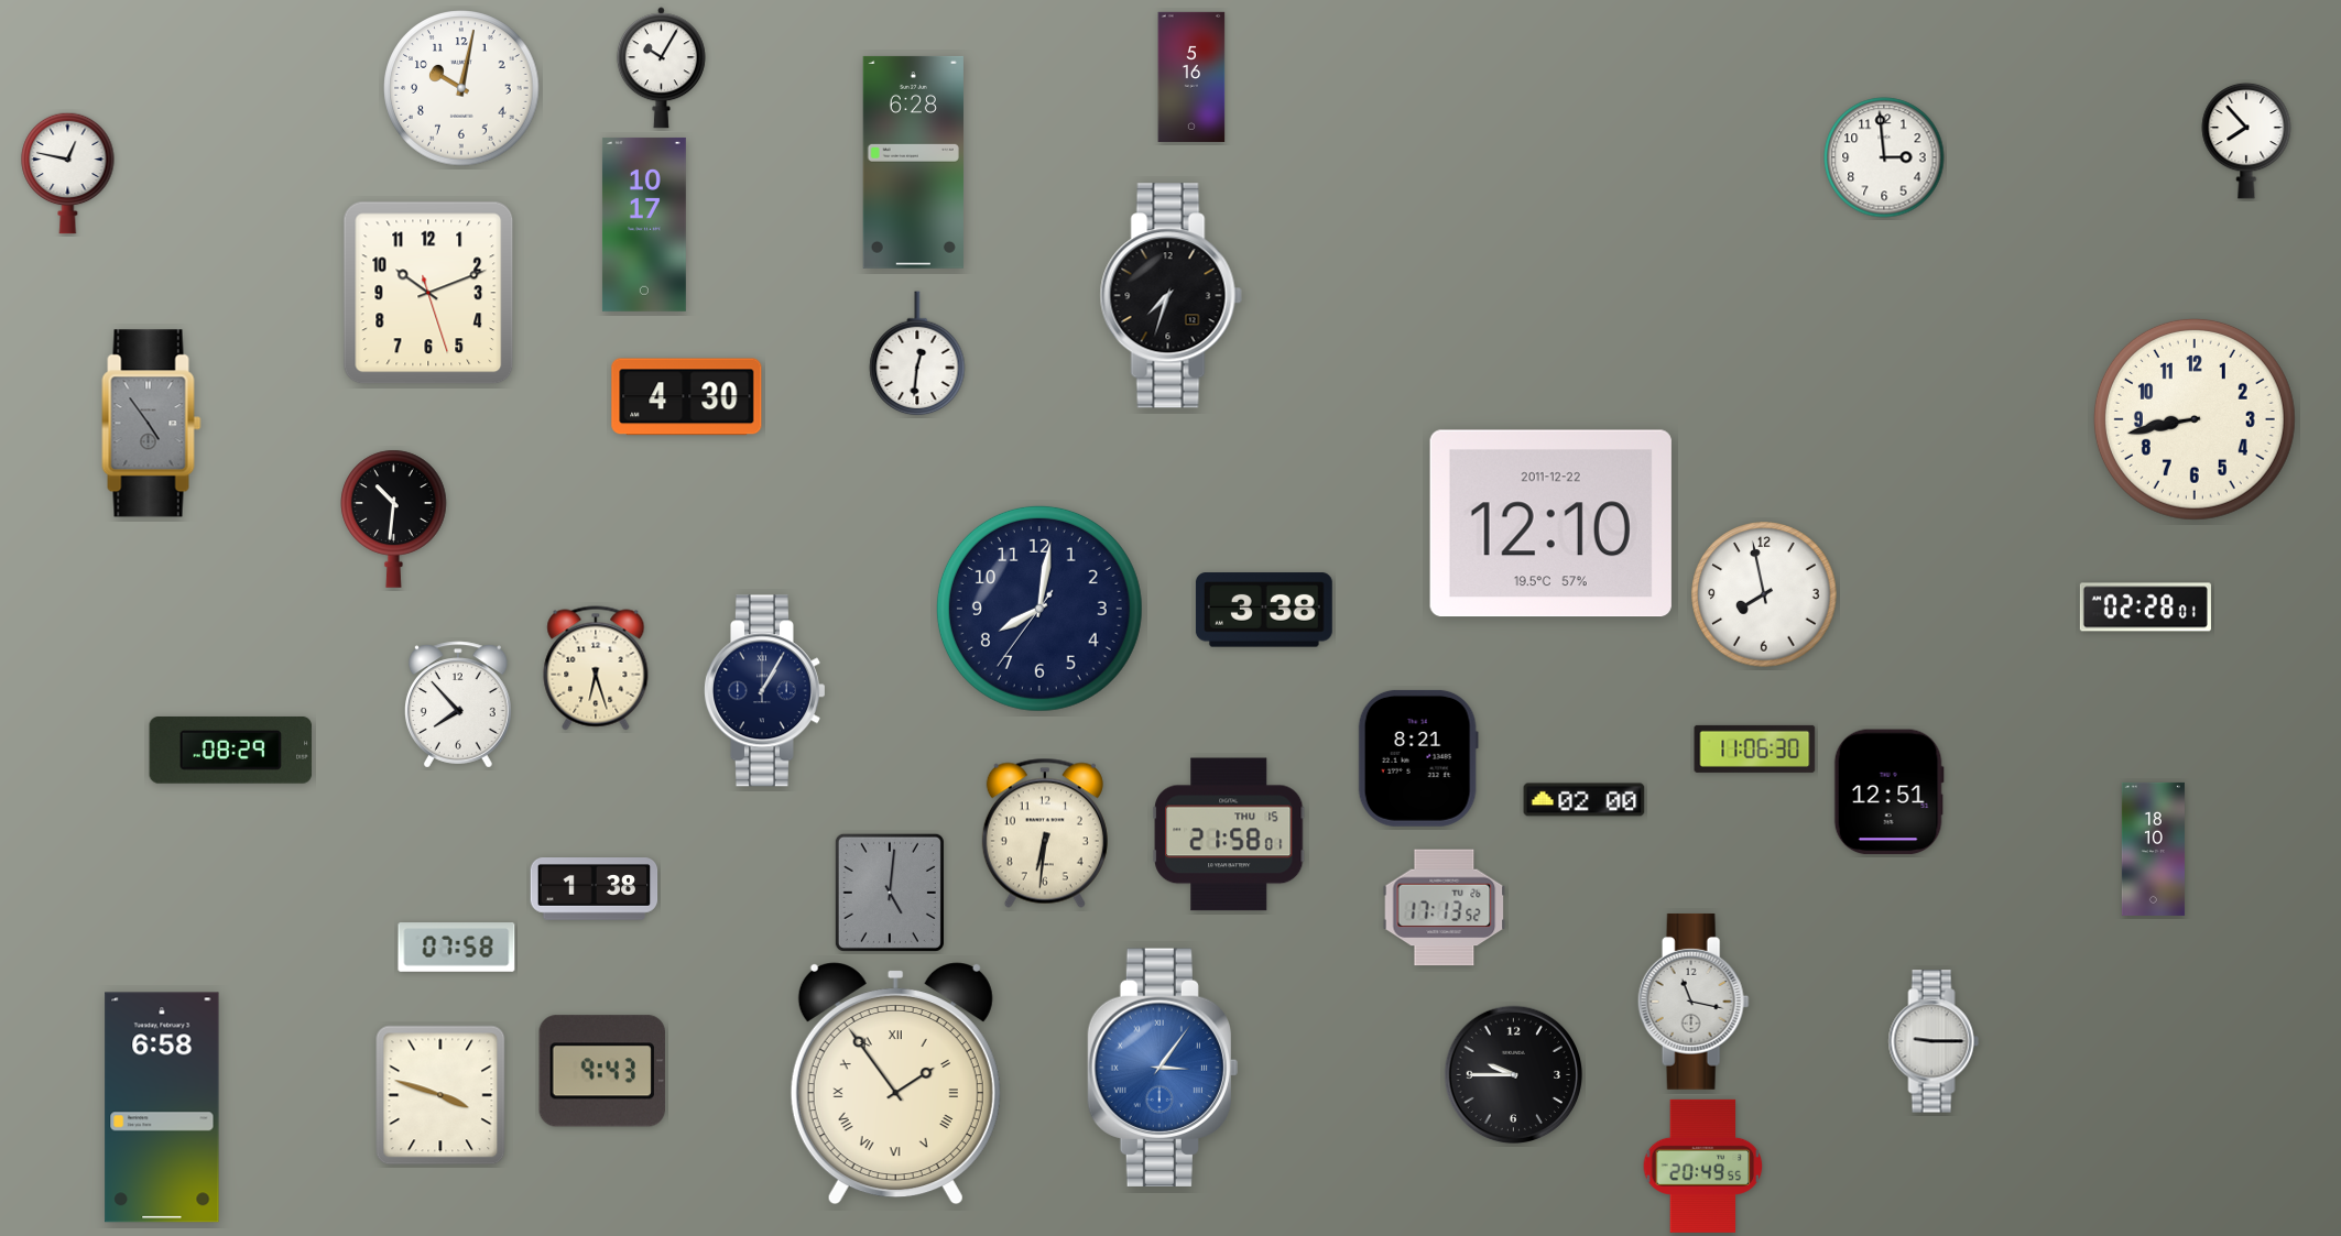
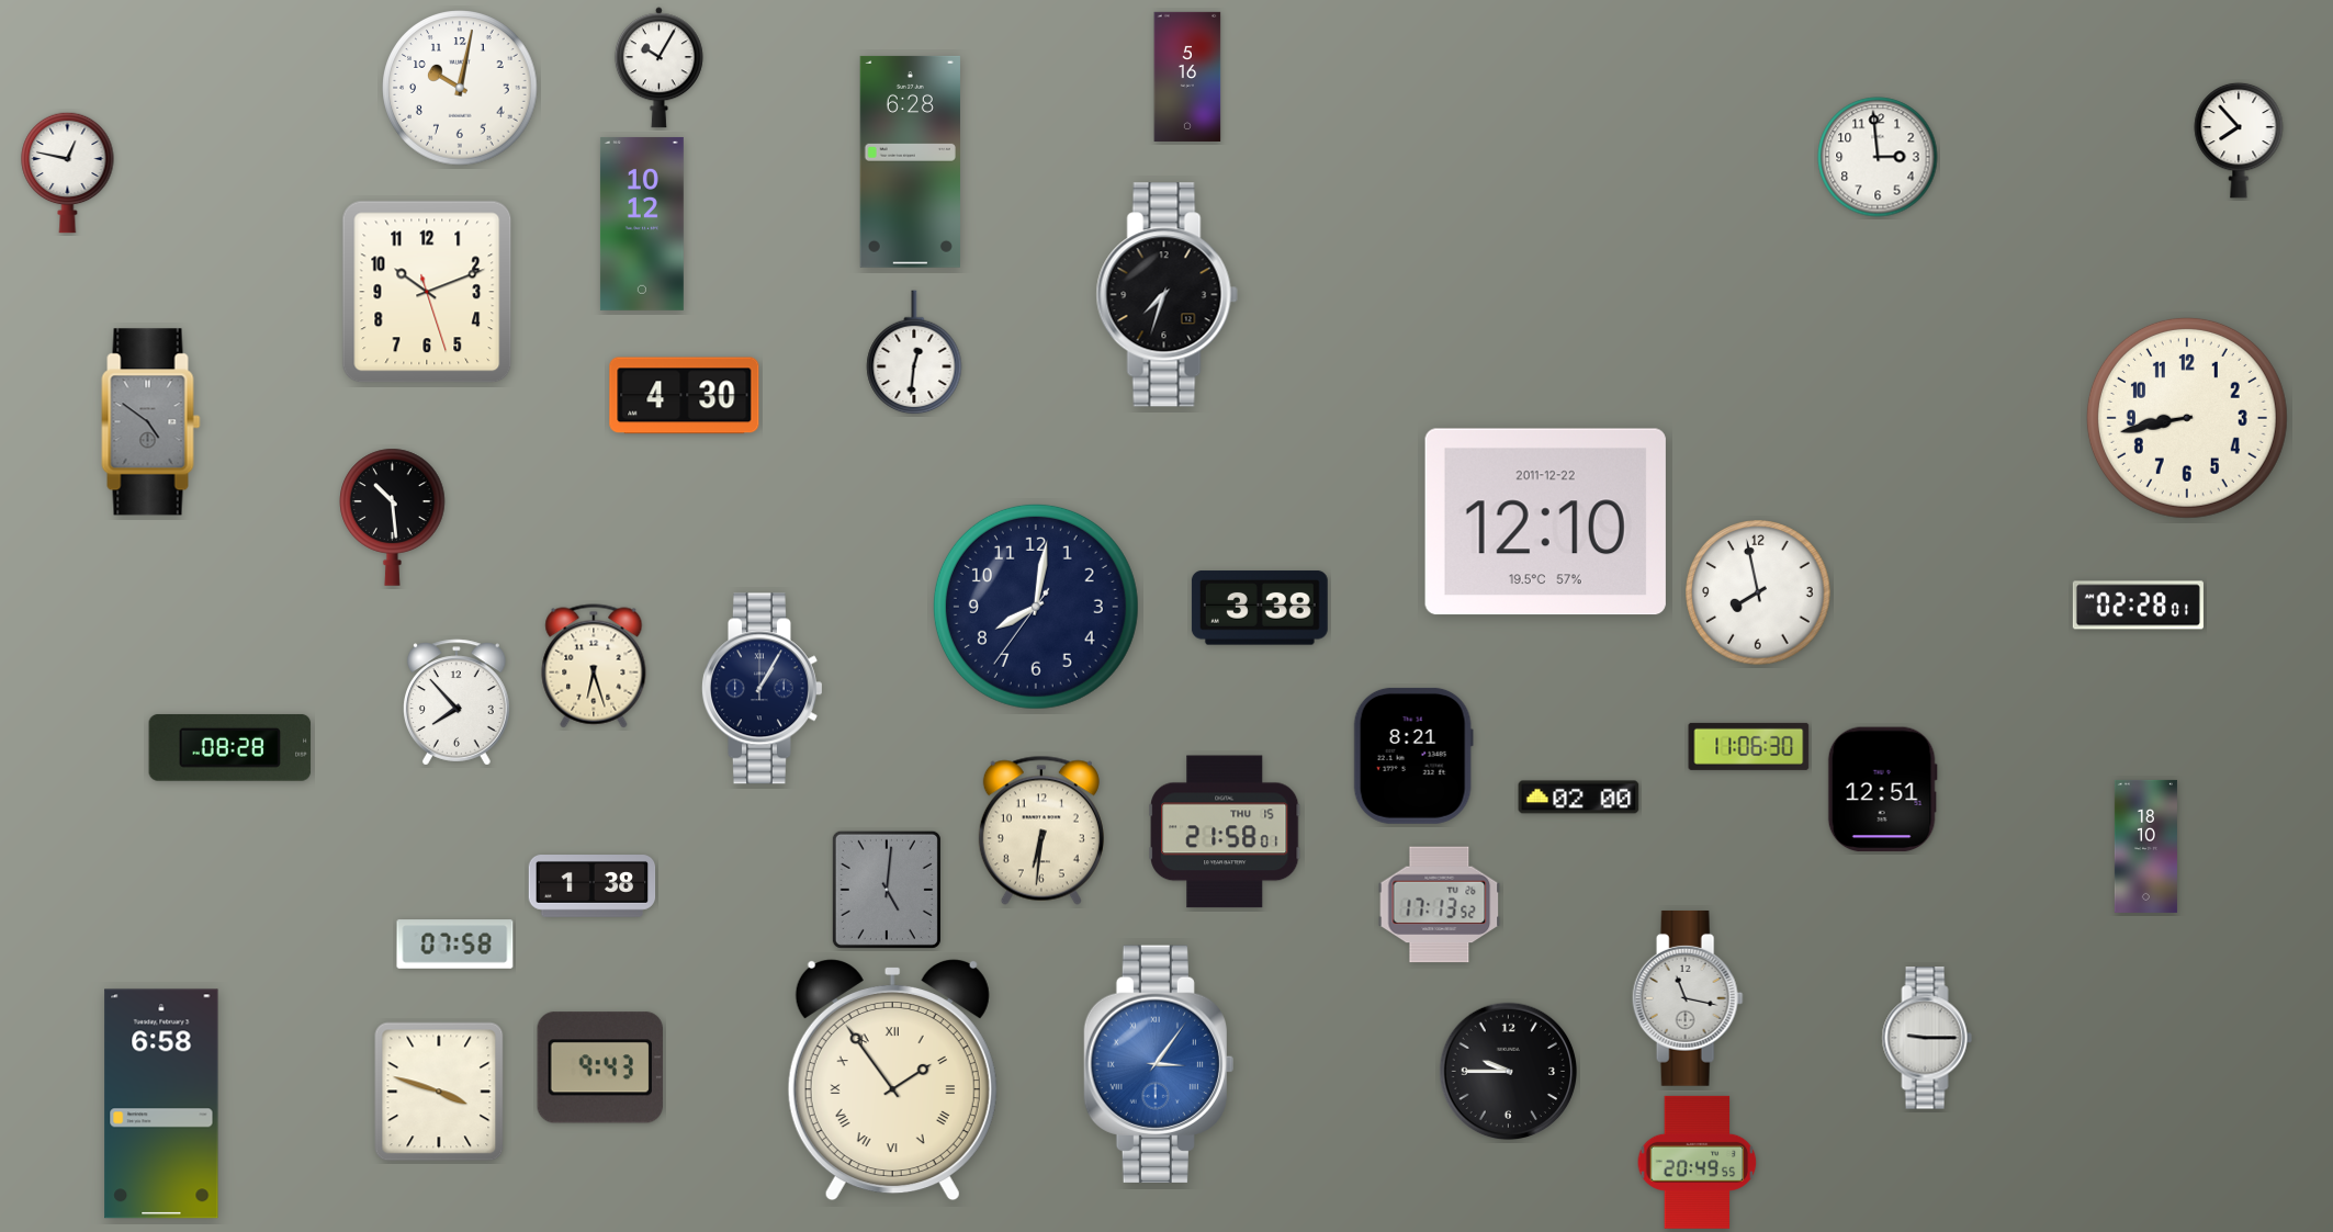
clock at (644, 225): 10:17 -> 10:12
clock at (152, 424): 4:54 -> 4:51
clock at (394, 518): 10:31 -> 10:29
clock at (231, 750): 08:29 -> 08:28
